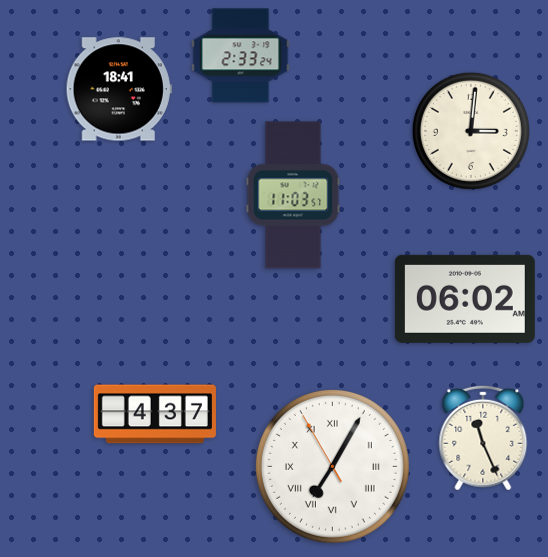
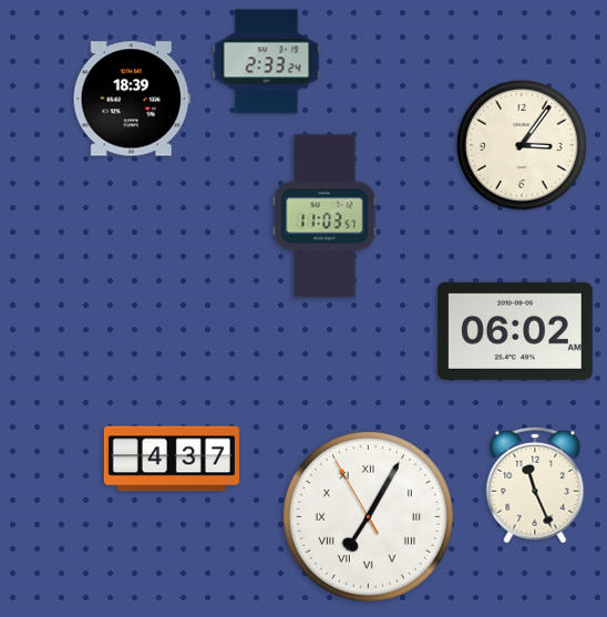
clock at (119, 89): 18:41 -> 18:39
clock at (471, 131): 3:01 -> 3:06
